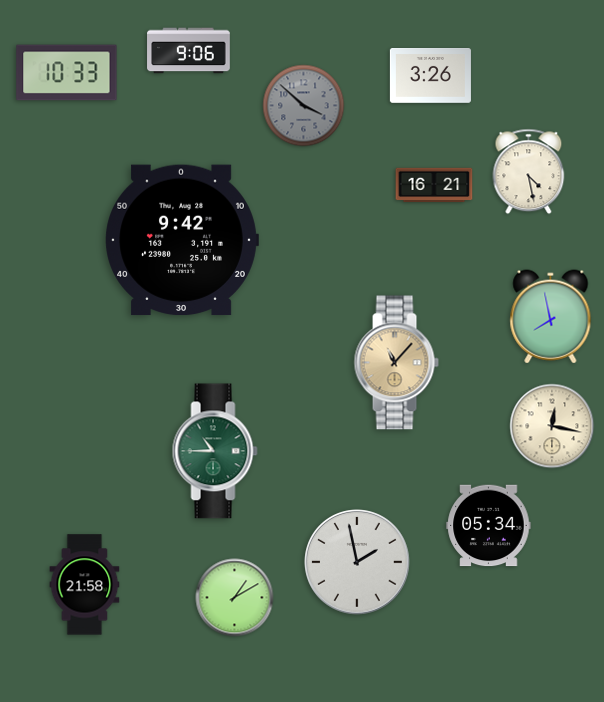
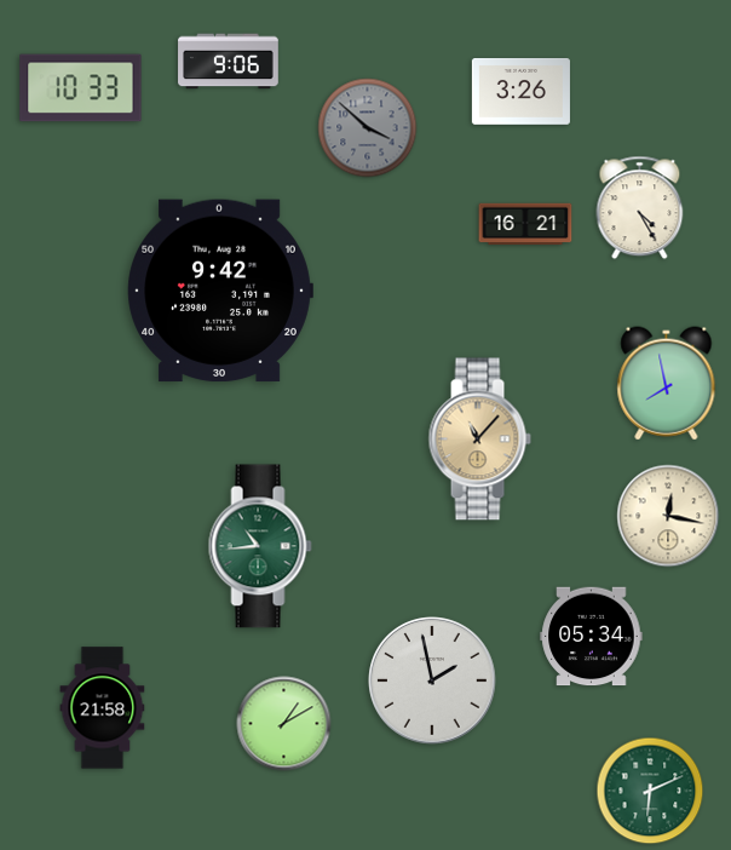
clock at (529, 172): 4:28 -> 4:25
clock at (215, 451): 10:45 -> 10:44
clock at (650, 791): none -> 6:11
